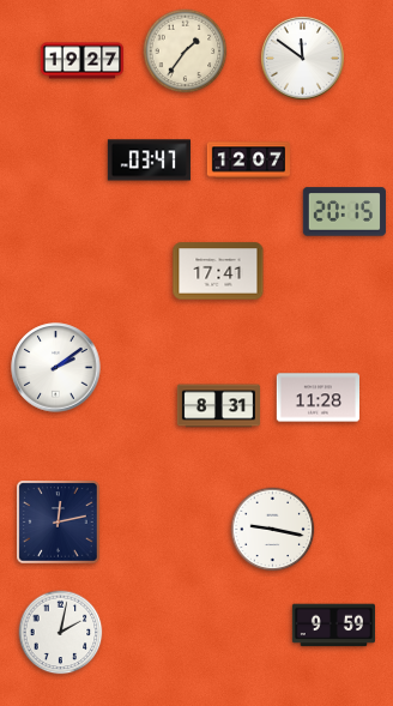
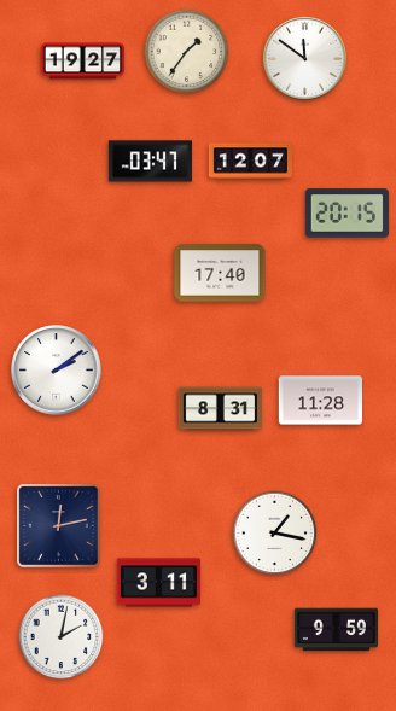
clock at (218, 271): 17:41 -> 17:40
clock at (273, 530): 9:17 -> 1:17
clock at (158, 583): none -> 3:11
